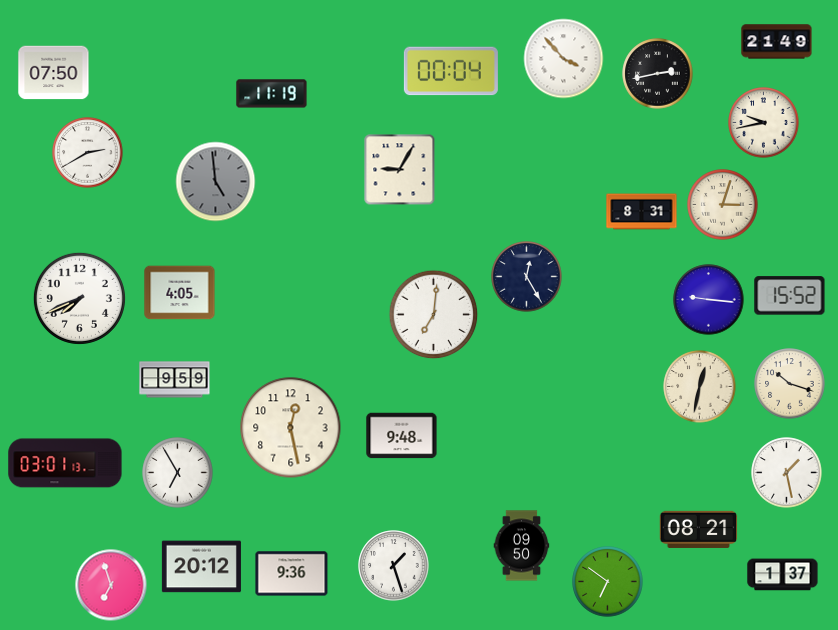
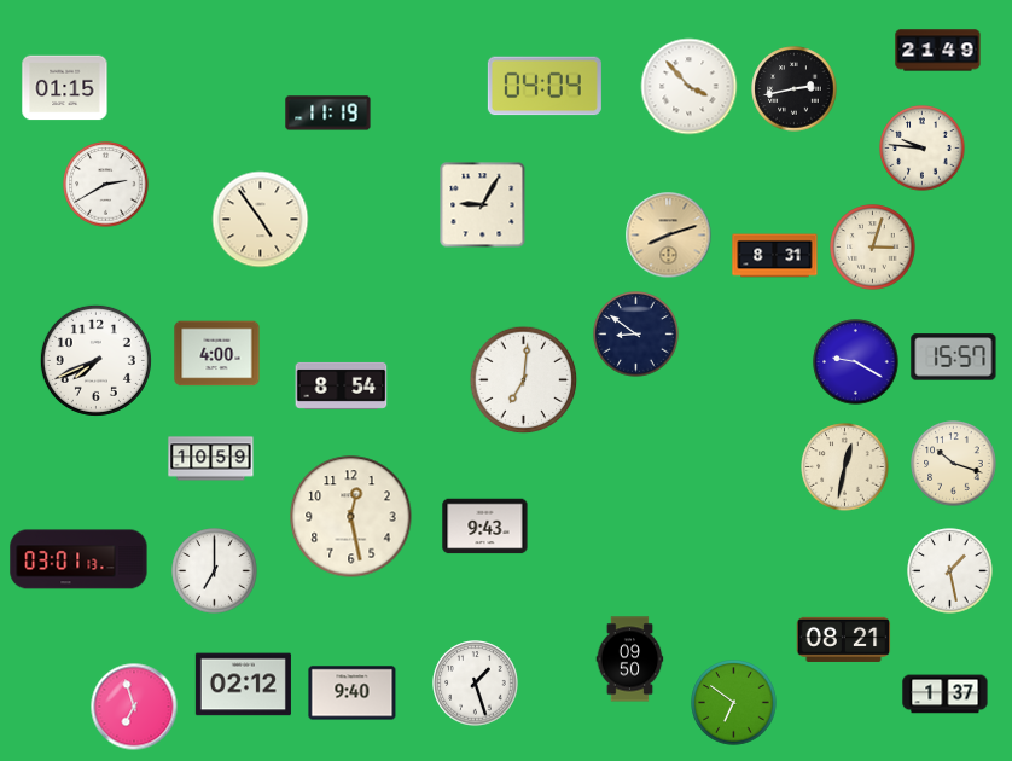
clock at (564, 59) position: (564, 59) -> (690, 87)
clock at (451, 71): 00:04 -> 04:04
clock at (54, 73): 07:50 -> 01:15
clock at (764, 123): 9:43 -> 9:46
clock at (216, 182): 4:59 -> 4:54
clock at (216, 182) dial: grey -> cream
clock at (669, 236): none -> 8:12
clock at (527, 277): 12:25 -> 8:51
clock at (180, 293): 4:05 -> 4:00
clock at (790, 296): 15:52 -> 15:57
clock at (709, 300): 9:16 -> 9:20
clock at (342, 385): none -> 8:54
clock at (175, 380): 9:59 -> 10:59
clock at (402, 436): 9:48 -> 9:43
clock at (178, 473): 6:55 -> 7:00
clock at (201, 567): 20:12 -> 02:12
clock at (292, 574): 9:36 -> 9:40
